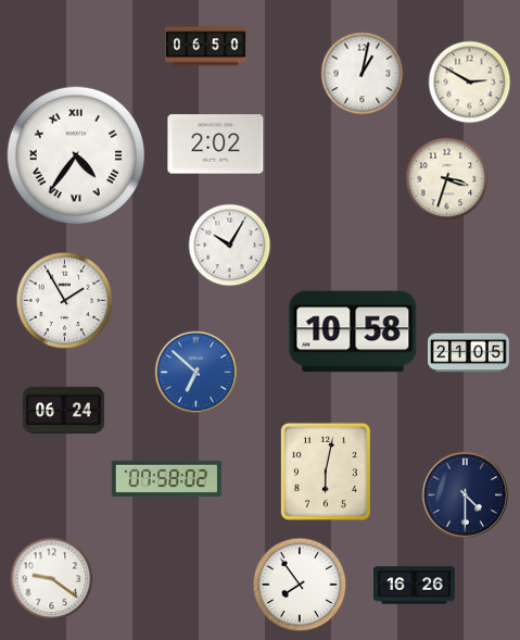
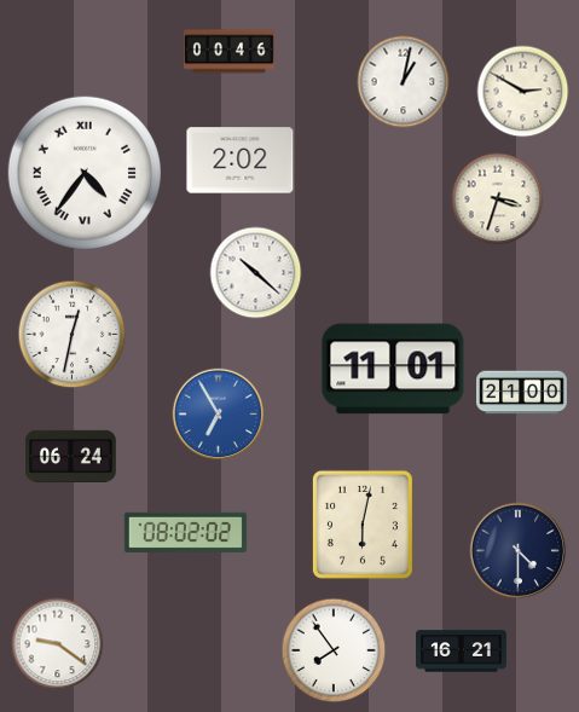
clock at (205, 47): 06:50 -> 00:46
clock at (230, 246): 10:05 -> 10:22
clock at (65, 301): 1:55 -> 12:32
clock at (353, 331): 10:58 -> 11:01
clock at (469, 353): 21:05 -> 21:00
clock at (196, 373): 6:52 -> 6:55
clock at (166, 478): 07:58 -> 08:02
clock at (415, 586): 16:26 -> 16:21
